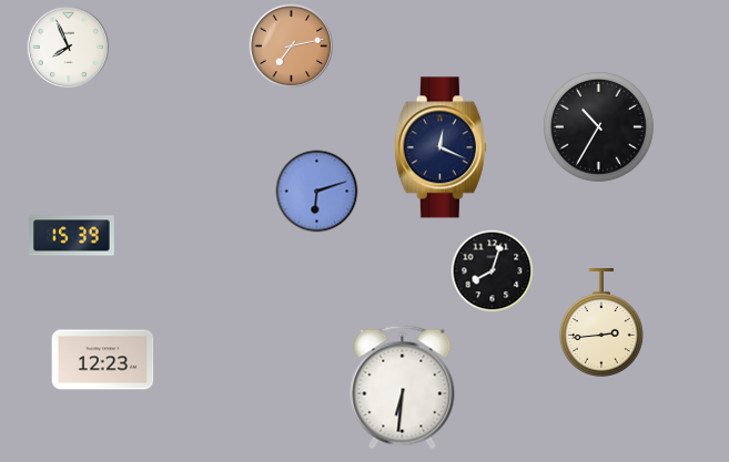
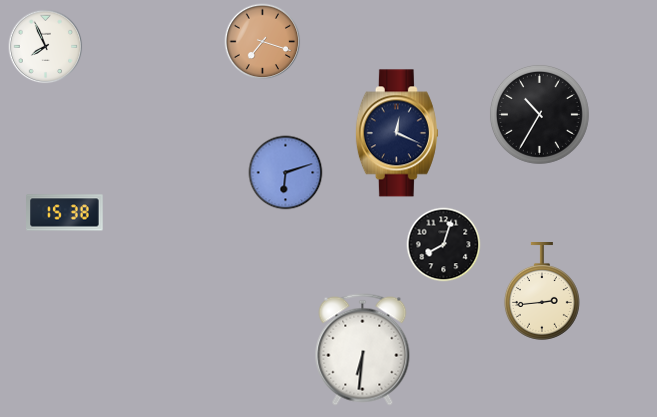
clock at (292, 47): 7:13 -> 7:18
clock at (69, 48) position: (69, 48) -> (46, 47)
clock at (72, 236): 15:39 -> 15:38
clock at (103, 360): 12:23 -> none
